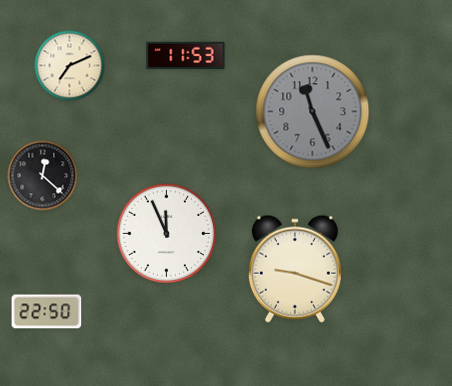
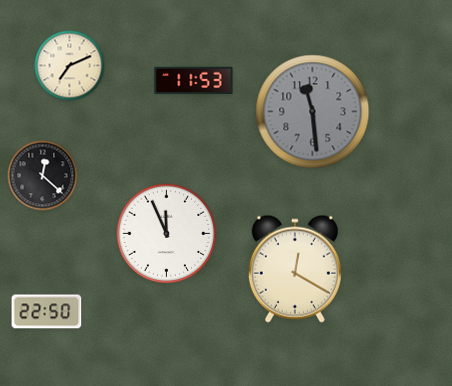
clock at (186, 56) position: (186, 56) -> (194, 81)
clock at (313, 112): 11:26 -> 11:29
clock at (295, 269): 9:18 -> 12:20
